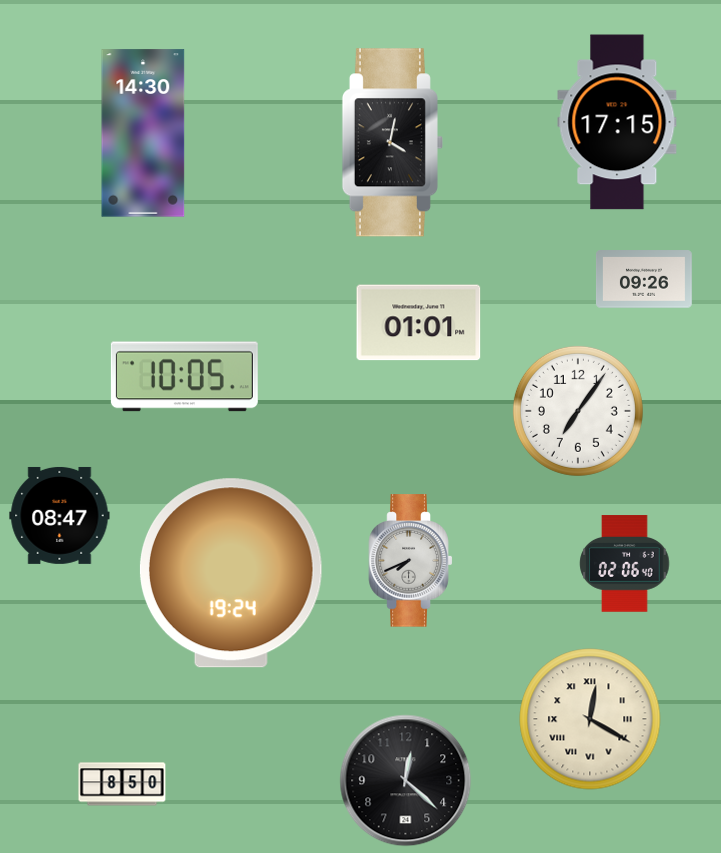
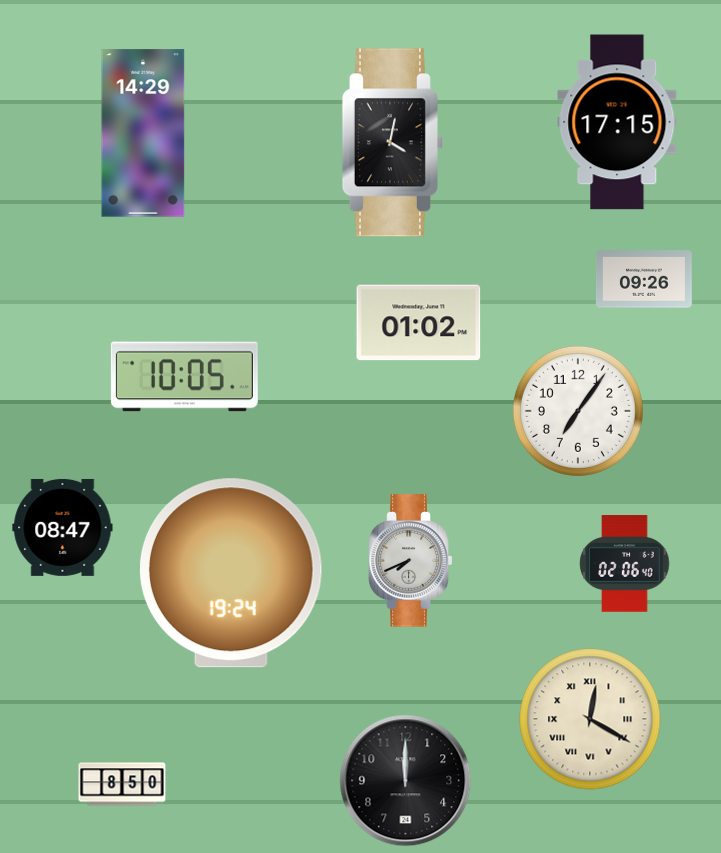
clock at (143, 133): 14:30 -> 14:29
clock at (419, 323): 01:01 -> 01:02
clock at (60, 515) position: (60, 515) -> (63, 527)
clock at (406, 781): 12:22 -> 12:00
